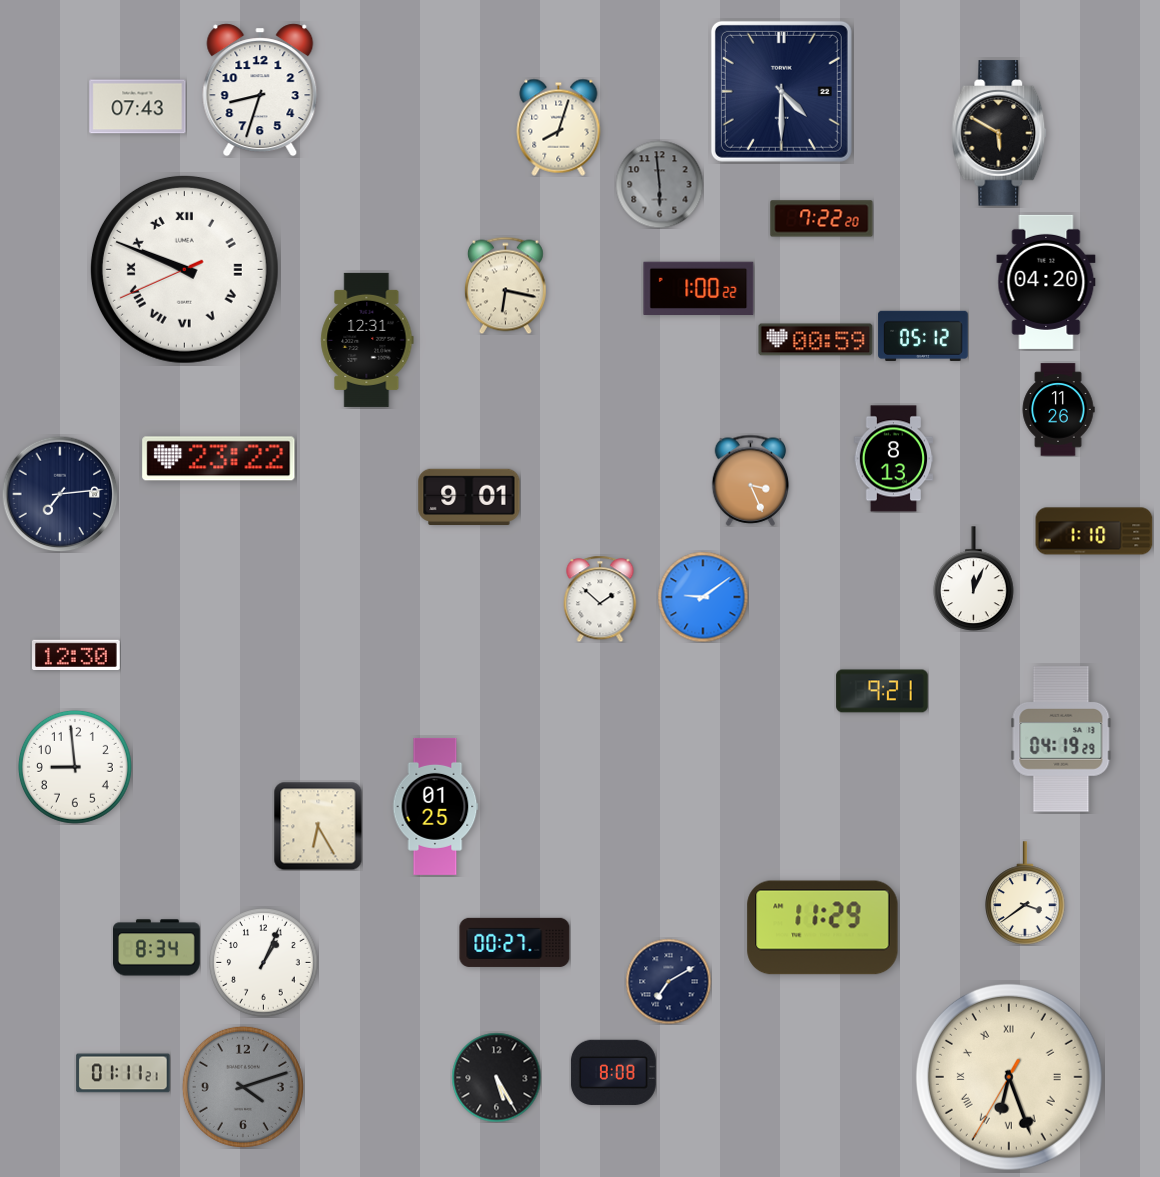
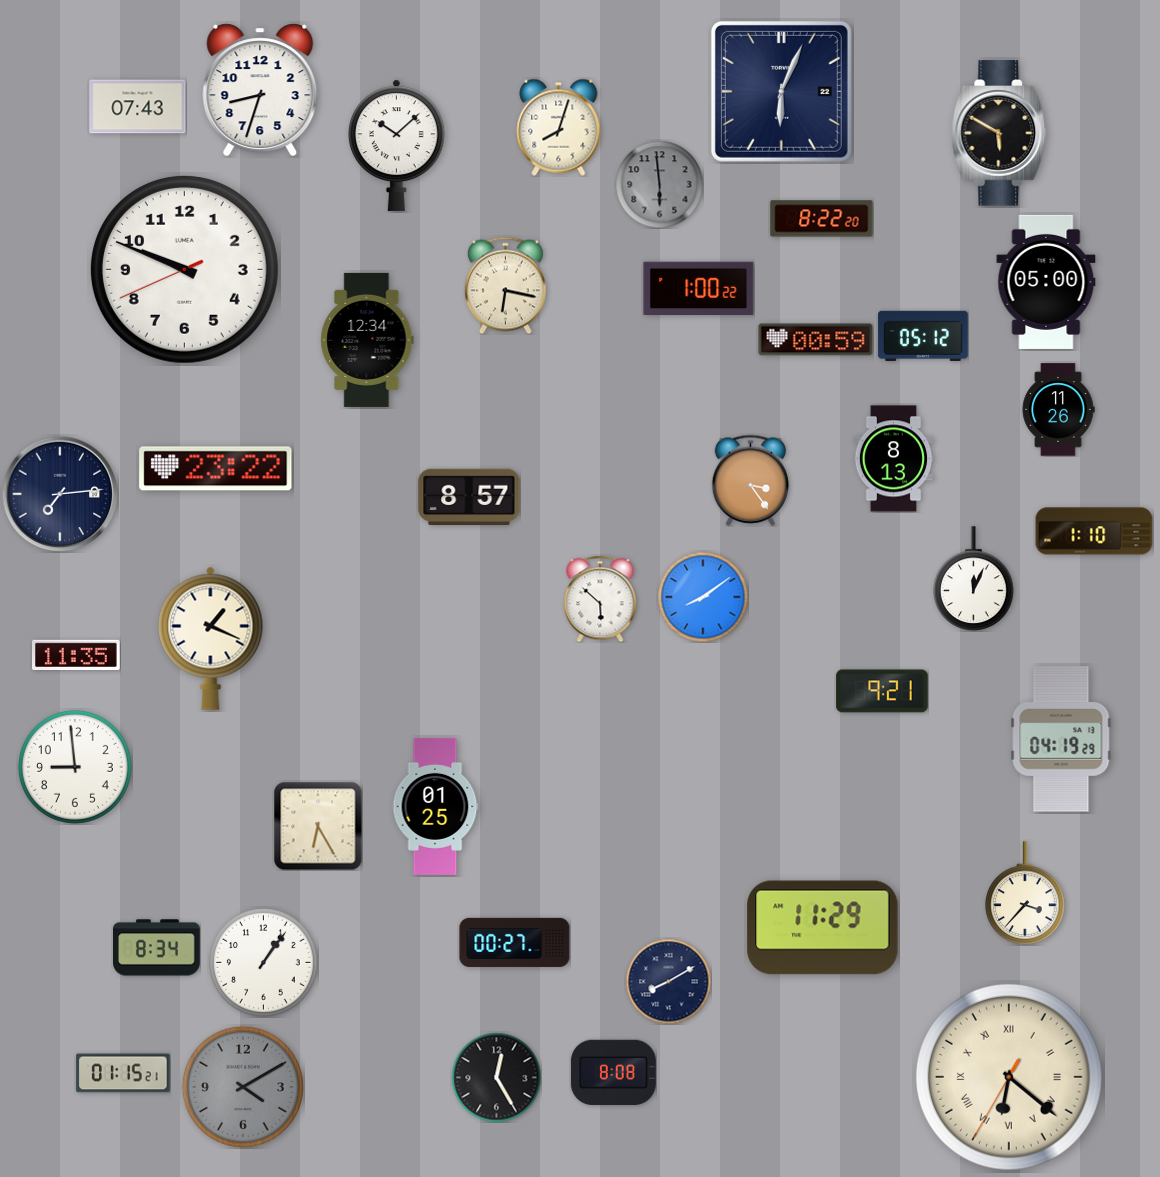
clock at (781, 91): 4:30 -> 6:04
clock at (396, 145): none -> 10:08
clock at (822, 219): 7:22 -> 8:22
clock at (184, 269) numerals: Roman -> Arabic
clock at (1046, 282): 04:20 -> 05:00
clock at (367, 340): 12:31 -> 12:34
clock at (219, 459) position: (219, 459) -> (216, 469)
clock at (751, 480): 3:26 -> 3:24
clock at (469, 496): 9:01 -> 8:57
clock at (703, 597): 9:09 -> 8:09
clock at (600, 599): 1:52 -> 5:52
clock at (211, 638): none -> 1:19
clock at (77, 654): 12:30 -> 11:35
clock at (1025, 893): 3:39 -> 3:37
clock at (264, 963): 1:04 -> 1:06
clock at (668, 981): 7:10 -> 8:10
clock at (123, 1073): 01:11 -> 01:15
clock at (496, 1077): 5:25 -> 12:25
clock at (1009, 1077): 6:26 -> 6:21
clock at (243, 1087): 4:12 -> 4:10
